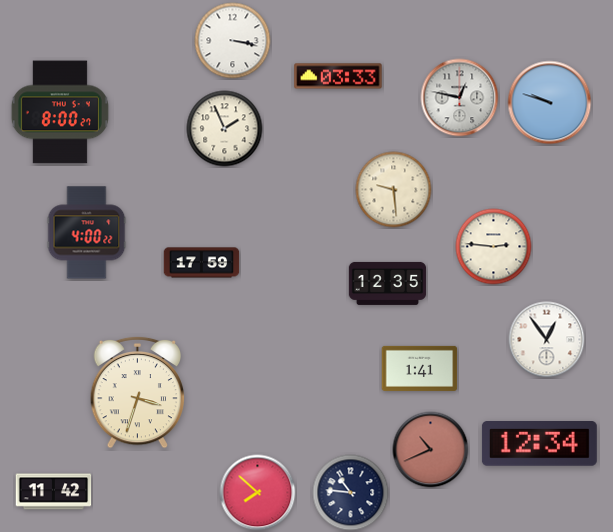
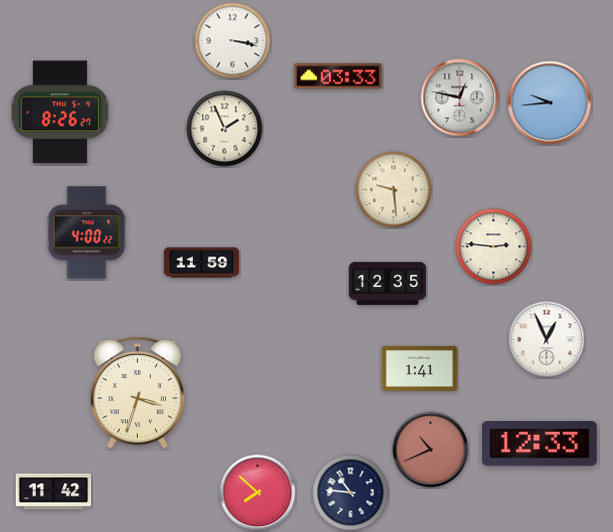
clock at (550, 103): 9:48 -> 9:44
clock at (60, 112): 8:00 -> 8:26
clock at (202, 263): 17:59 -> 11:59
clock at (547, 340): 12:54 -> 12:56
clock at (539, 444): 12:34 -> 12:33
